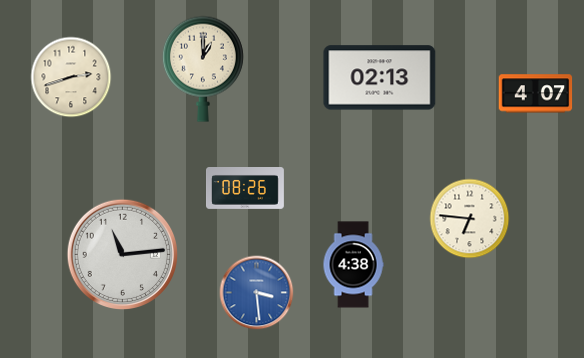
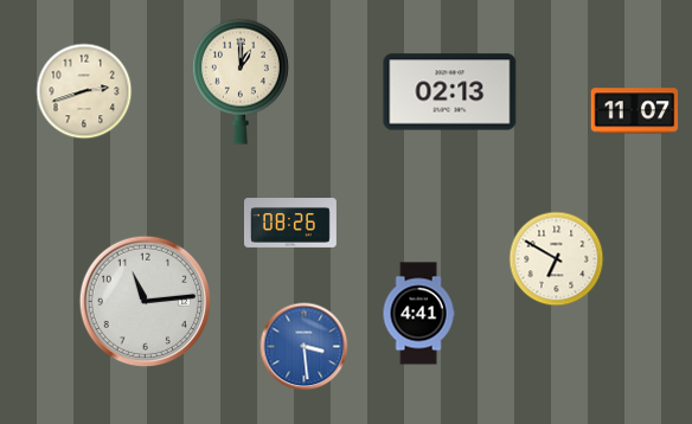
clock at (536, 94): 4:07 -> 11:07
clock at (470, 219): 6:46 -> 6:50
clock at (353, 265): 4:38 -> 4:41
